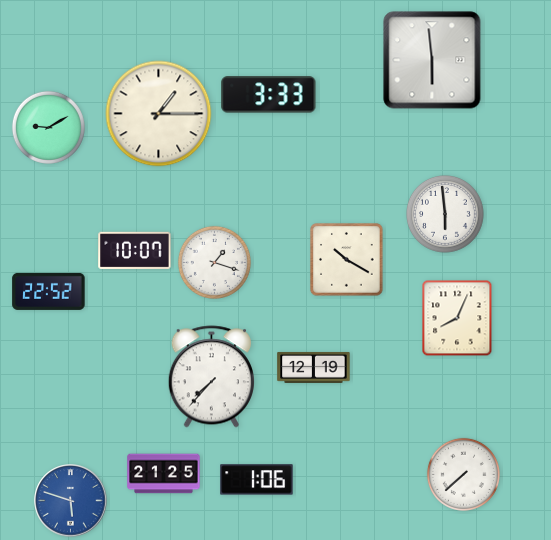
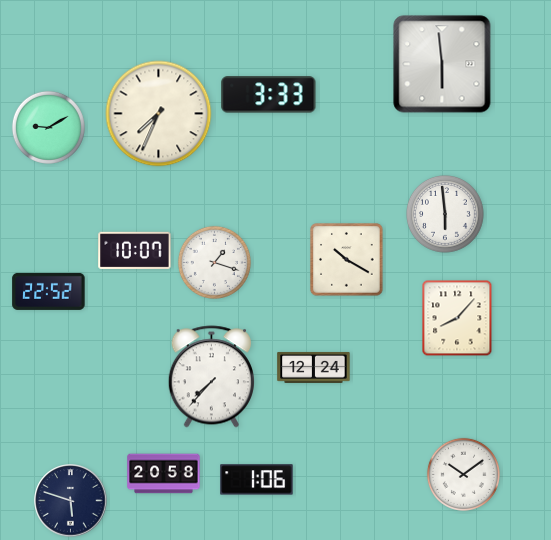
clock at (432, 60) position: (432, 60) -> (442, 64)
clock at (159, 114): 1:15 -> 7:34
clock at (457, 318): 8:04 -> 8:07
clock at (314, 367): 12:19 -> 12:24
clock at (164, 474): 21:25 -> 20:58
clock at (463, 474): 7:38 -> 10:09
clock at (71, 501) dial: blue -> navy
